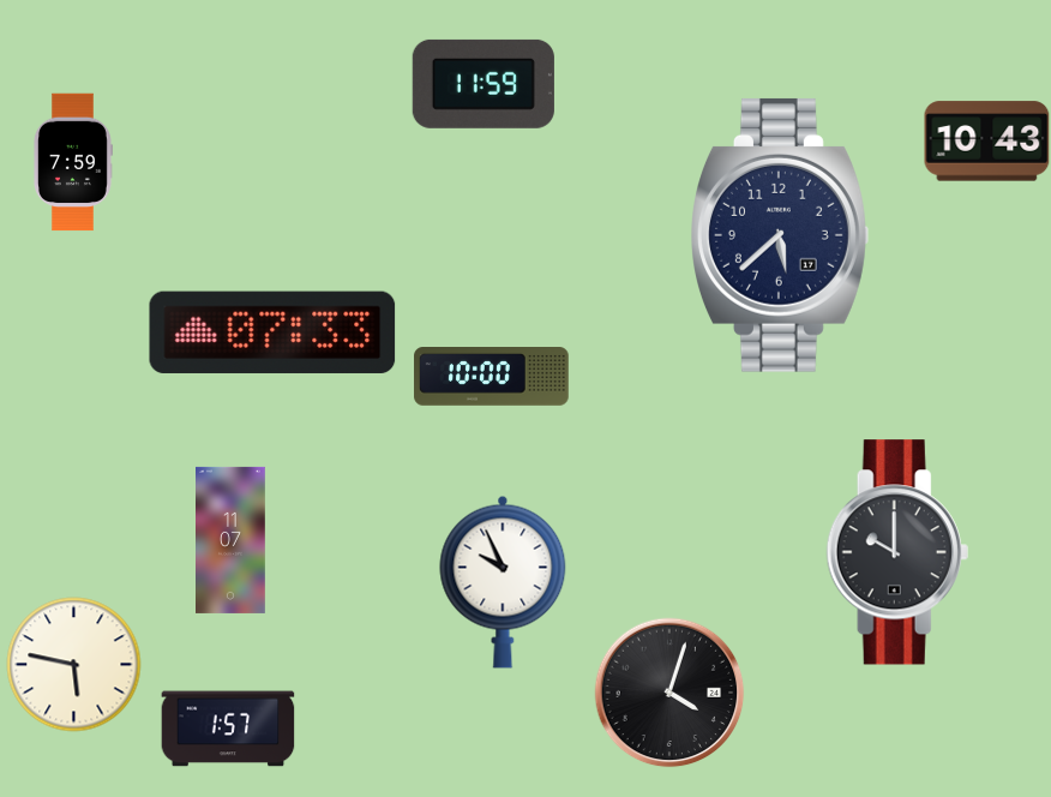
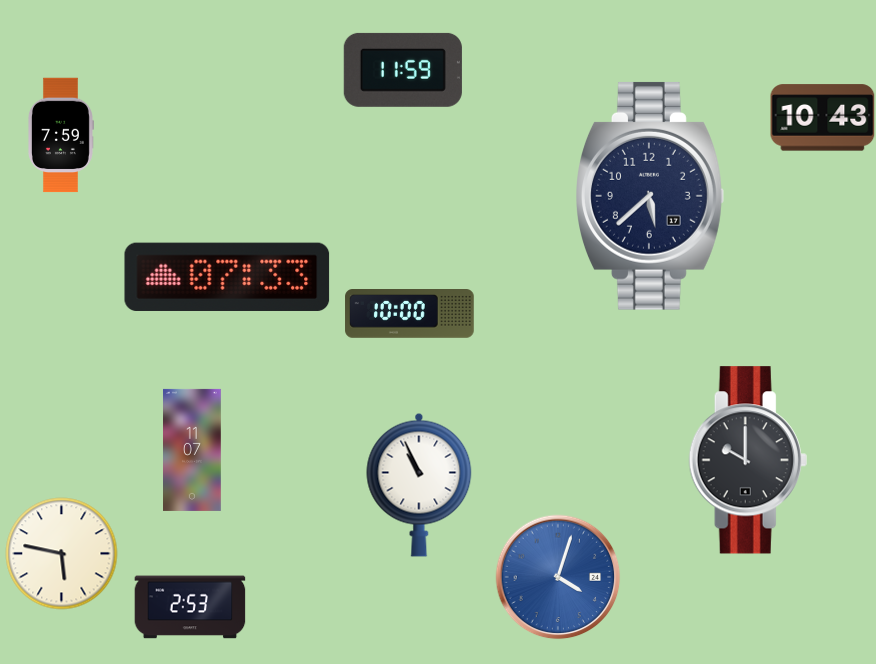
clock at (503, 582): 9:56 -> 10:56
clock at (669, 693) dial: black -> blue
clock at (228, 729): 1:57 -> 2:53
